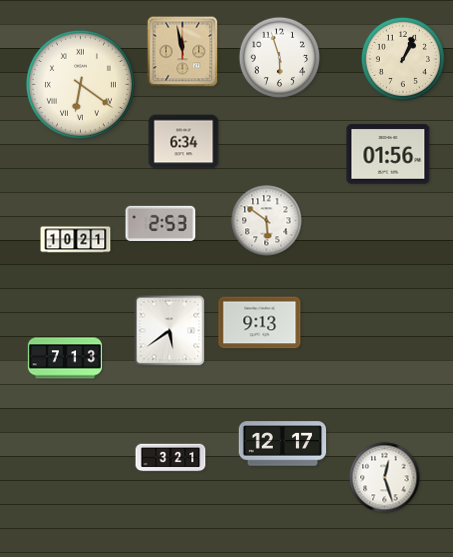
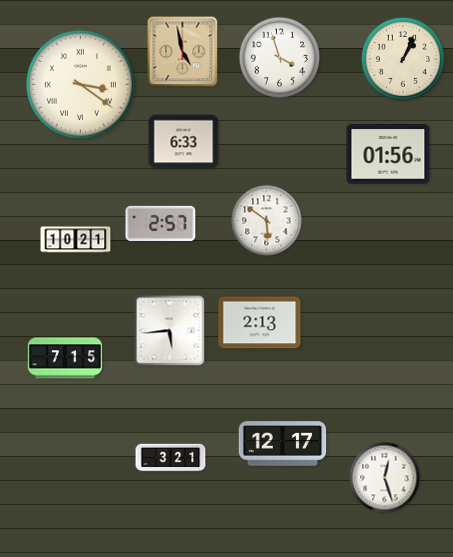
clock at (183, 52): 11:58 -> 4:58
clock at (280, 58): 5:57 -> 3:57
clock at (80, 84): 6:21 -> 3:21
clock at (184, 142): 6:34 -> 6:33
clock at (161, 223): 2:53 -> 2:57
clock at (260, 323): 9:13 -> 2:13
clock at (170, 331): 5:39 -> 5:44
clock at (65, 358): 7:13 -> 7:15
